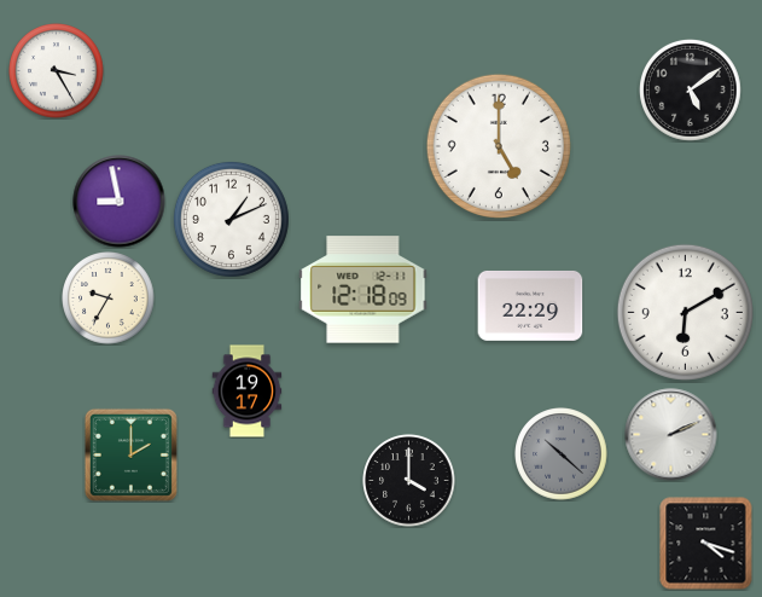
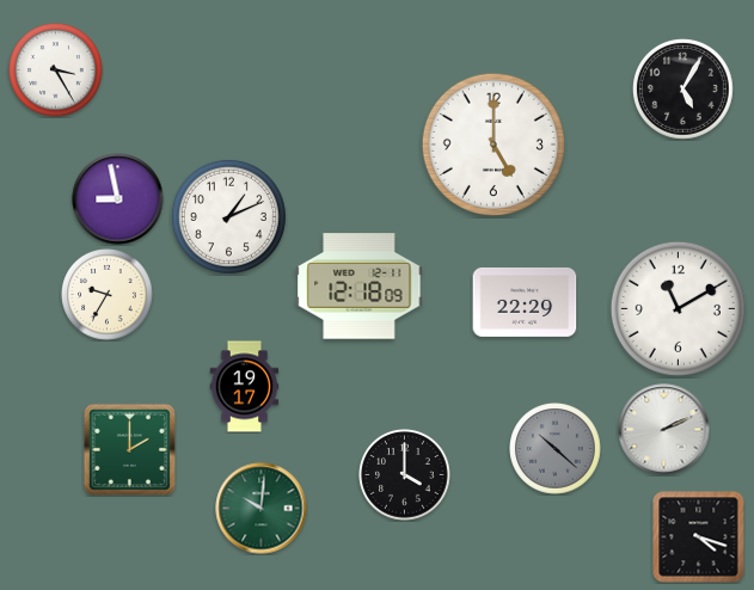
clock at (691, 91): 5:09 -> 5:05
clock at (685, 312): 6:10 -> 11:10
clock at (262, 509): none -> 10:01
